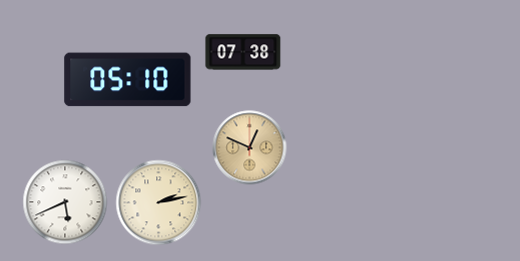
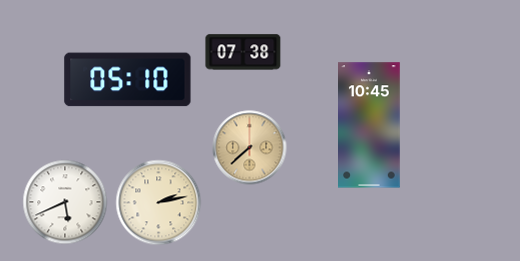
clock at (370, 125): none -> 10:45
clock at (250, 148): 12:49 -> 7:38
